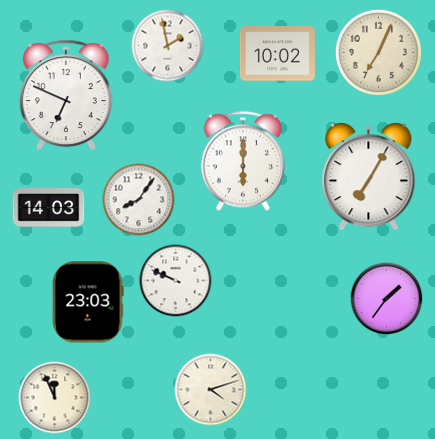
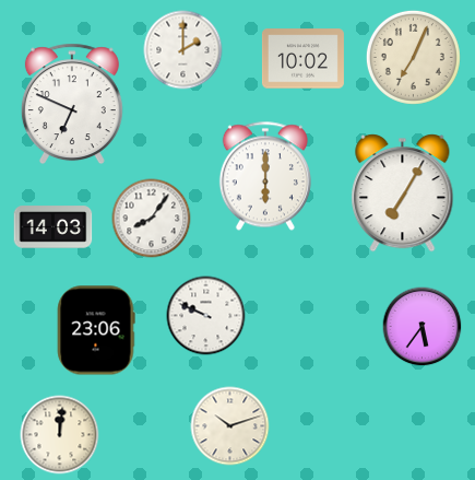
clock at (168, 46): 1:58 -> 2:00
clock at (176, 281) position: (176, 281) -> (206, 316)
clock at (387, 299): 1:36 -> 5:36
clock at (88, 302): 23:03 -> 23:06
clock at (211, 390): 4:12 -> 10:12
clock at (55, 398): 11:56 -> 12:01
